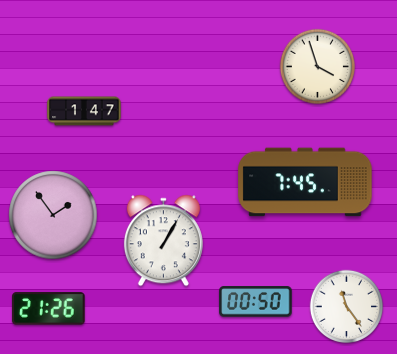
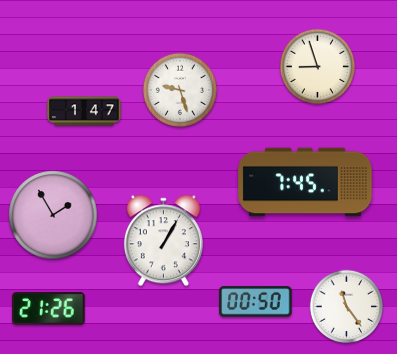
clock at (317, 66): 3:57 -> 8:57
clock at (179, 89): none -> 9:27
clock at (53, 215): 1:54 -> 1:55
